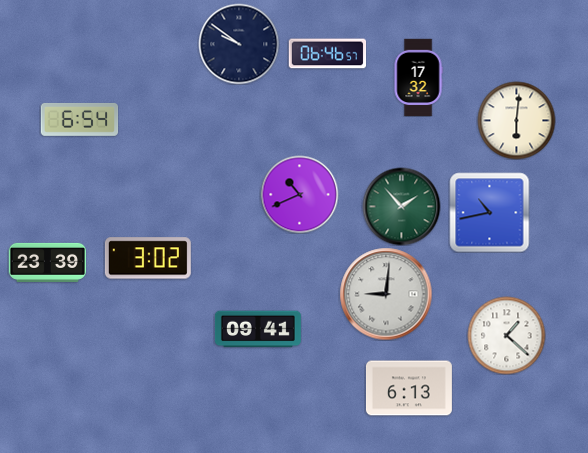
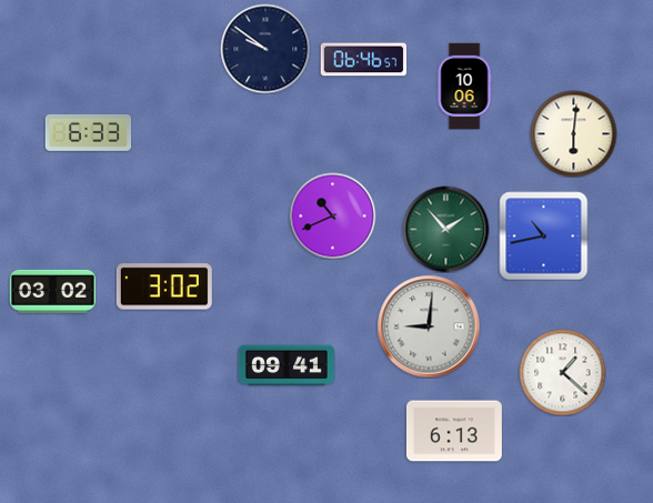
clock at (418, 77): 17:32 -> 10:06
clock at (79, 119): 6:54 -> 6:33
clock at (47, 262): 23:39 -> 03:02
